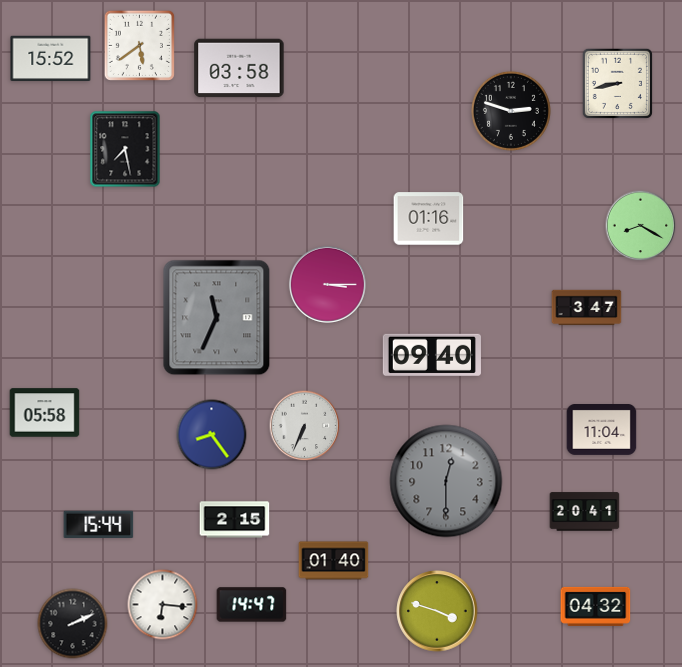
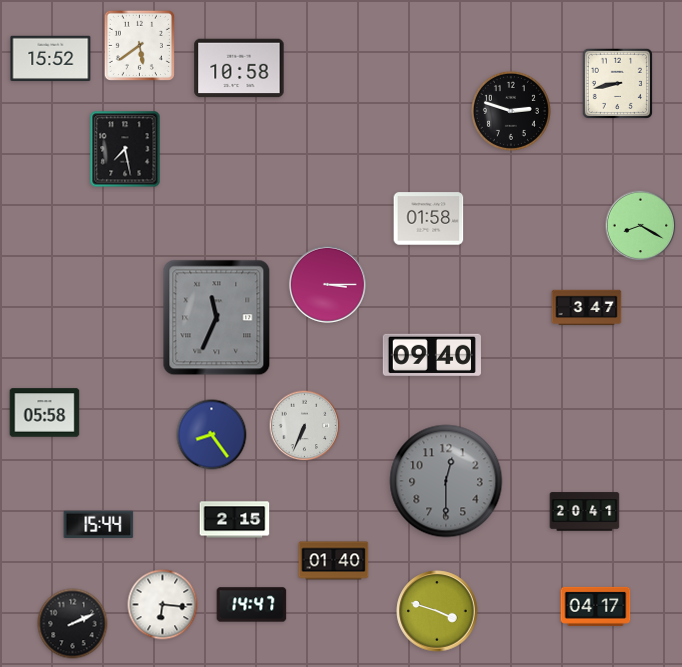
clock at (239, 68): 03:58 -> 10:58
clock at (429, 219): 01:16 -> 01:58
clock at (602, 430): 11:04 -> none
clock at (596, 606): 04:32 -> 04:17
